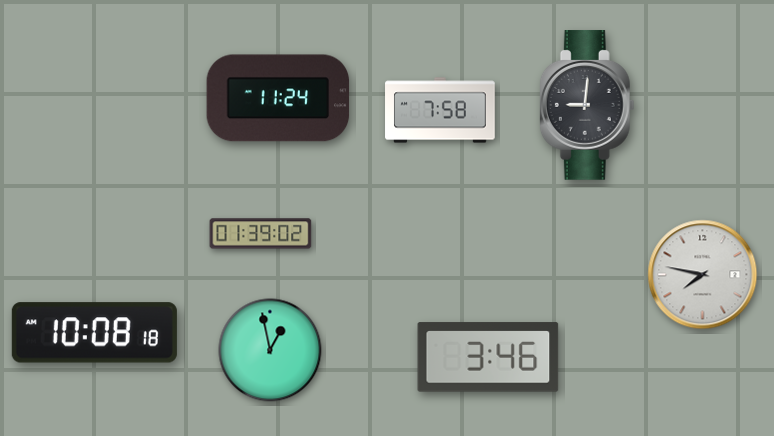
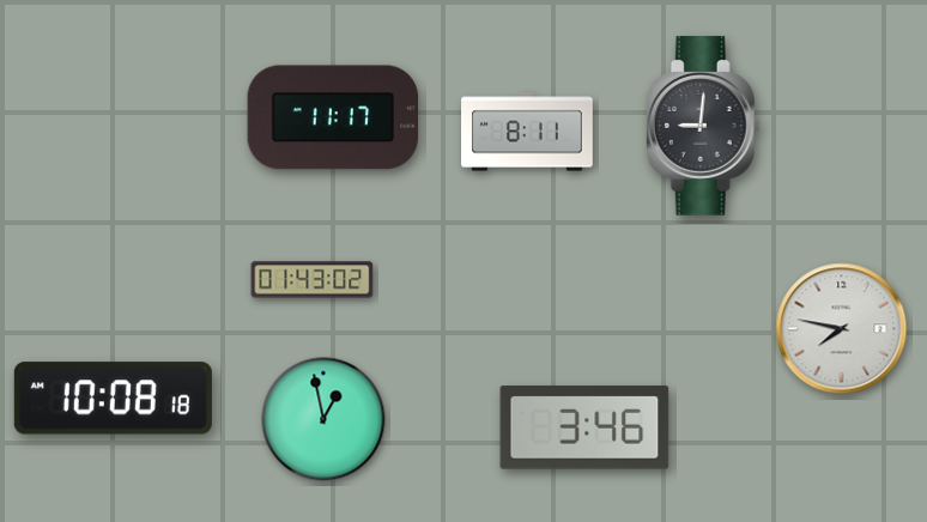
clock at (278, 98): 11:24 -> 11:17
clock at (440, 110): 7:58 -> 8:11
clock at (261, 234): 01:39 -> 01:43
